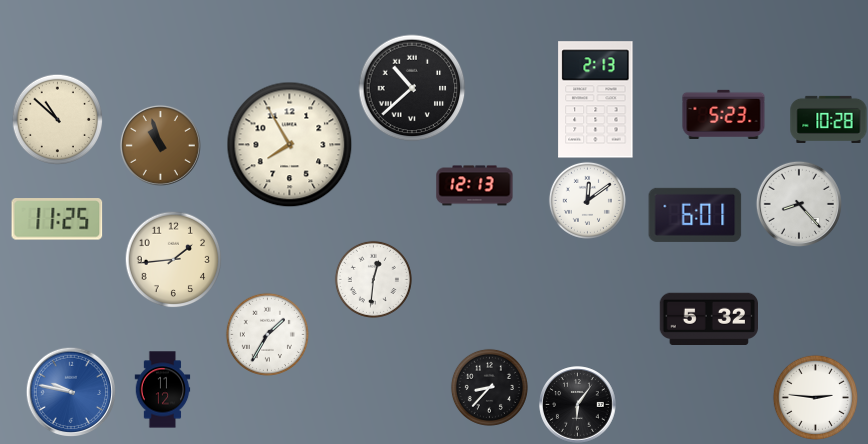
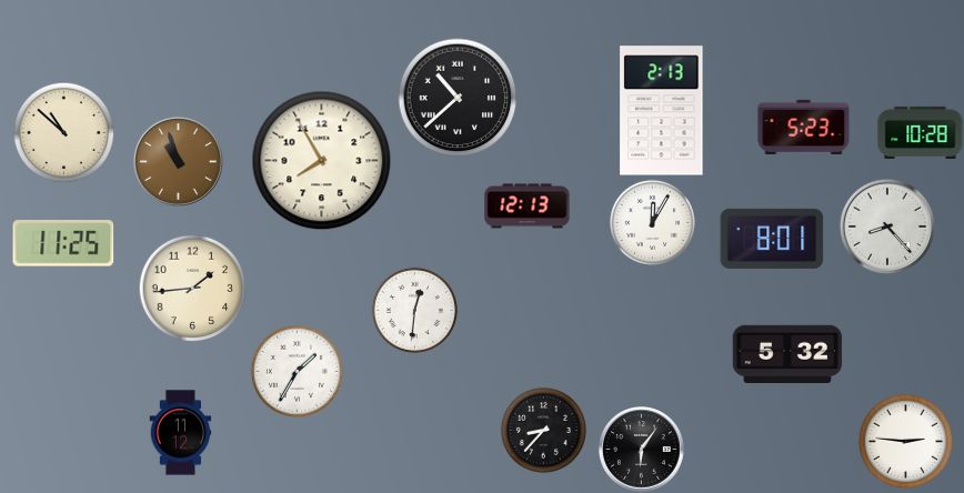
clock at (587, 200): 12:09 -> 12:05
clock at (695, 215): 6:01 -> 8:01
clock at (70, 391): 9:47 -> none
